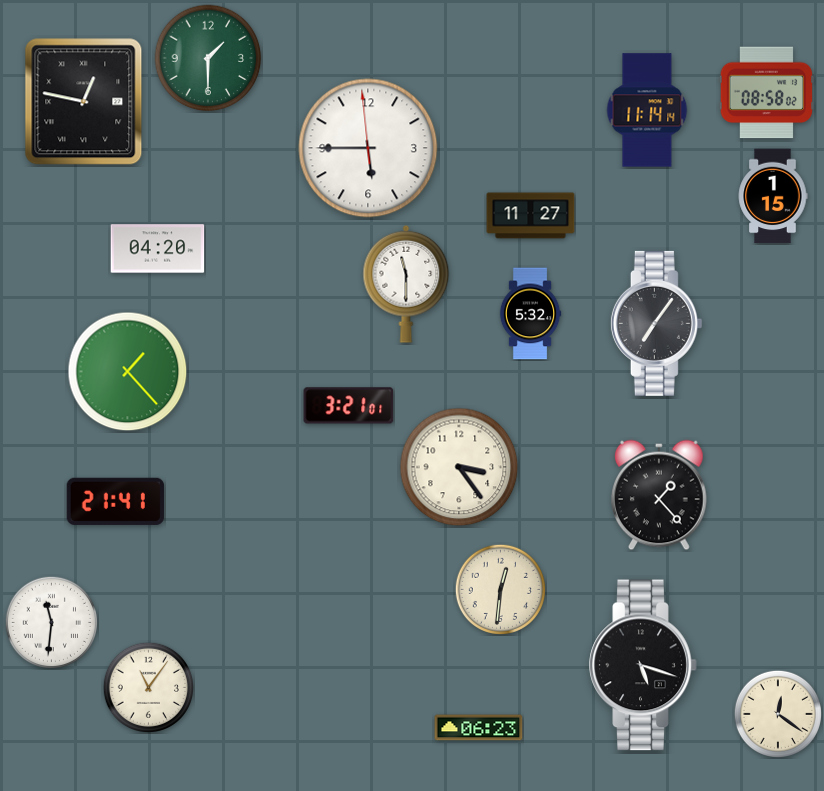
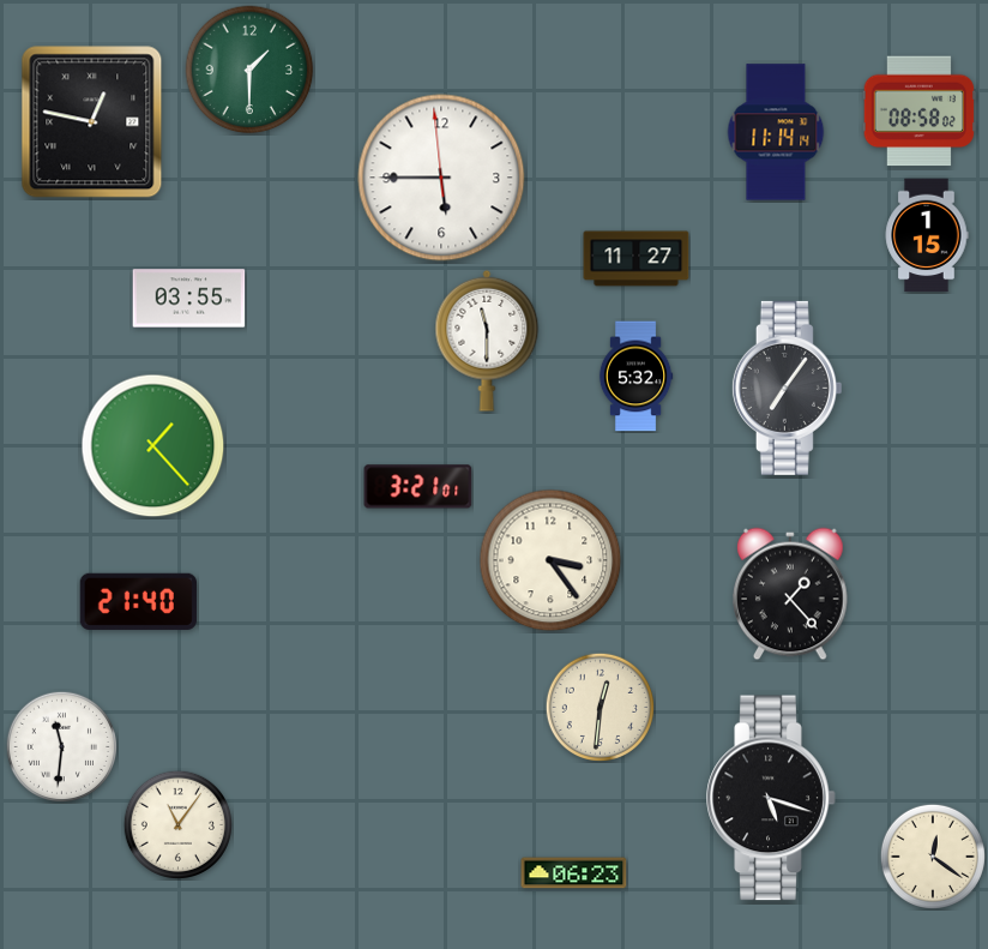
clock at (84, 102) position: (84, 102) -> (92, 122)
clock at (158, 249): 04:20 -> 03:55
clock at (115, 501): 21:41 -> 21:40
